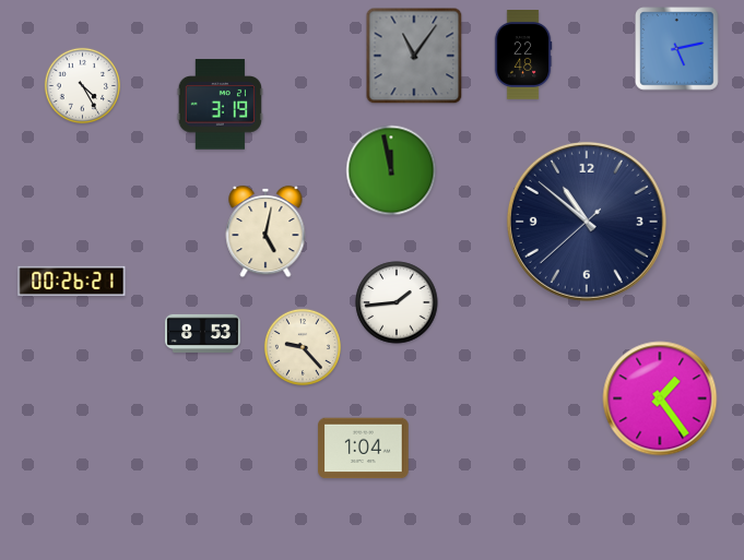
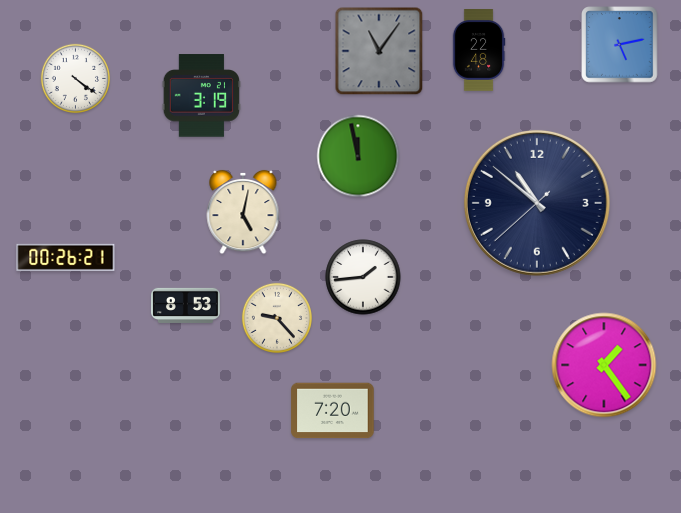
clock at (83, 86): 4:25 -> 4:21
clock at (364, 449): 1:04 -> 7:20
